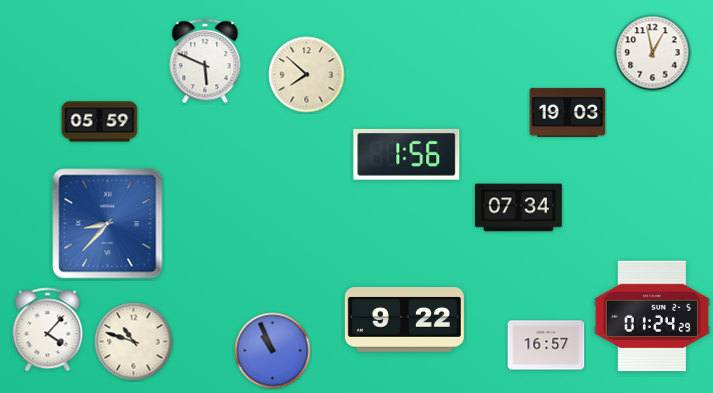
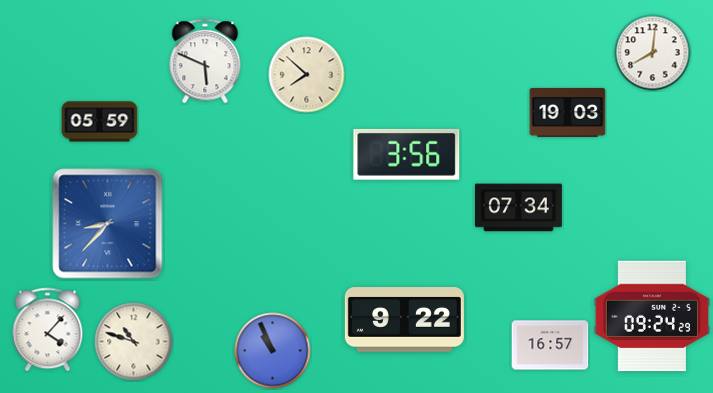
clock at (653, 53): 12:58 -> 8:01
clock at (407, 154): 1:56 -> 3:56
clock at (651, 316): 01:24 -> 09:24
clock at (546, 345) position: (546, 345) -> (550, 345)
